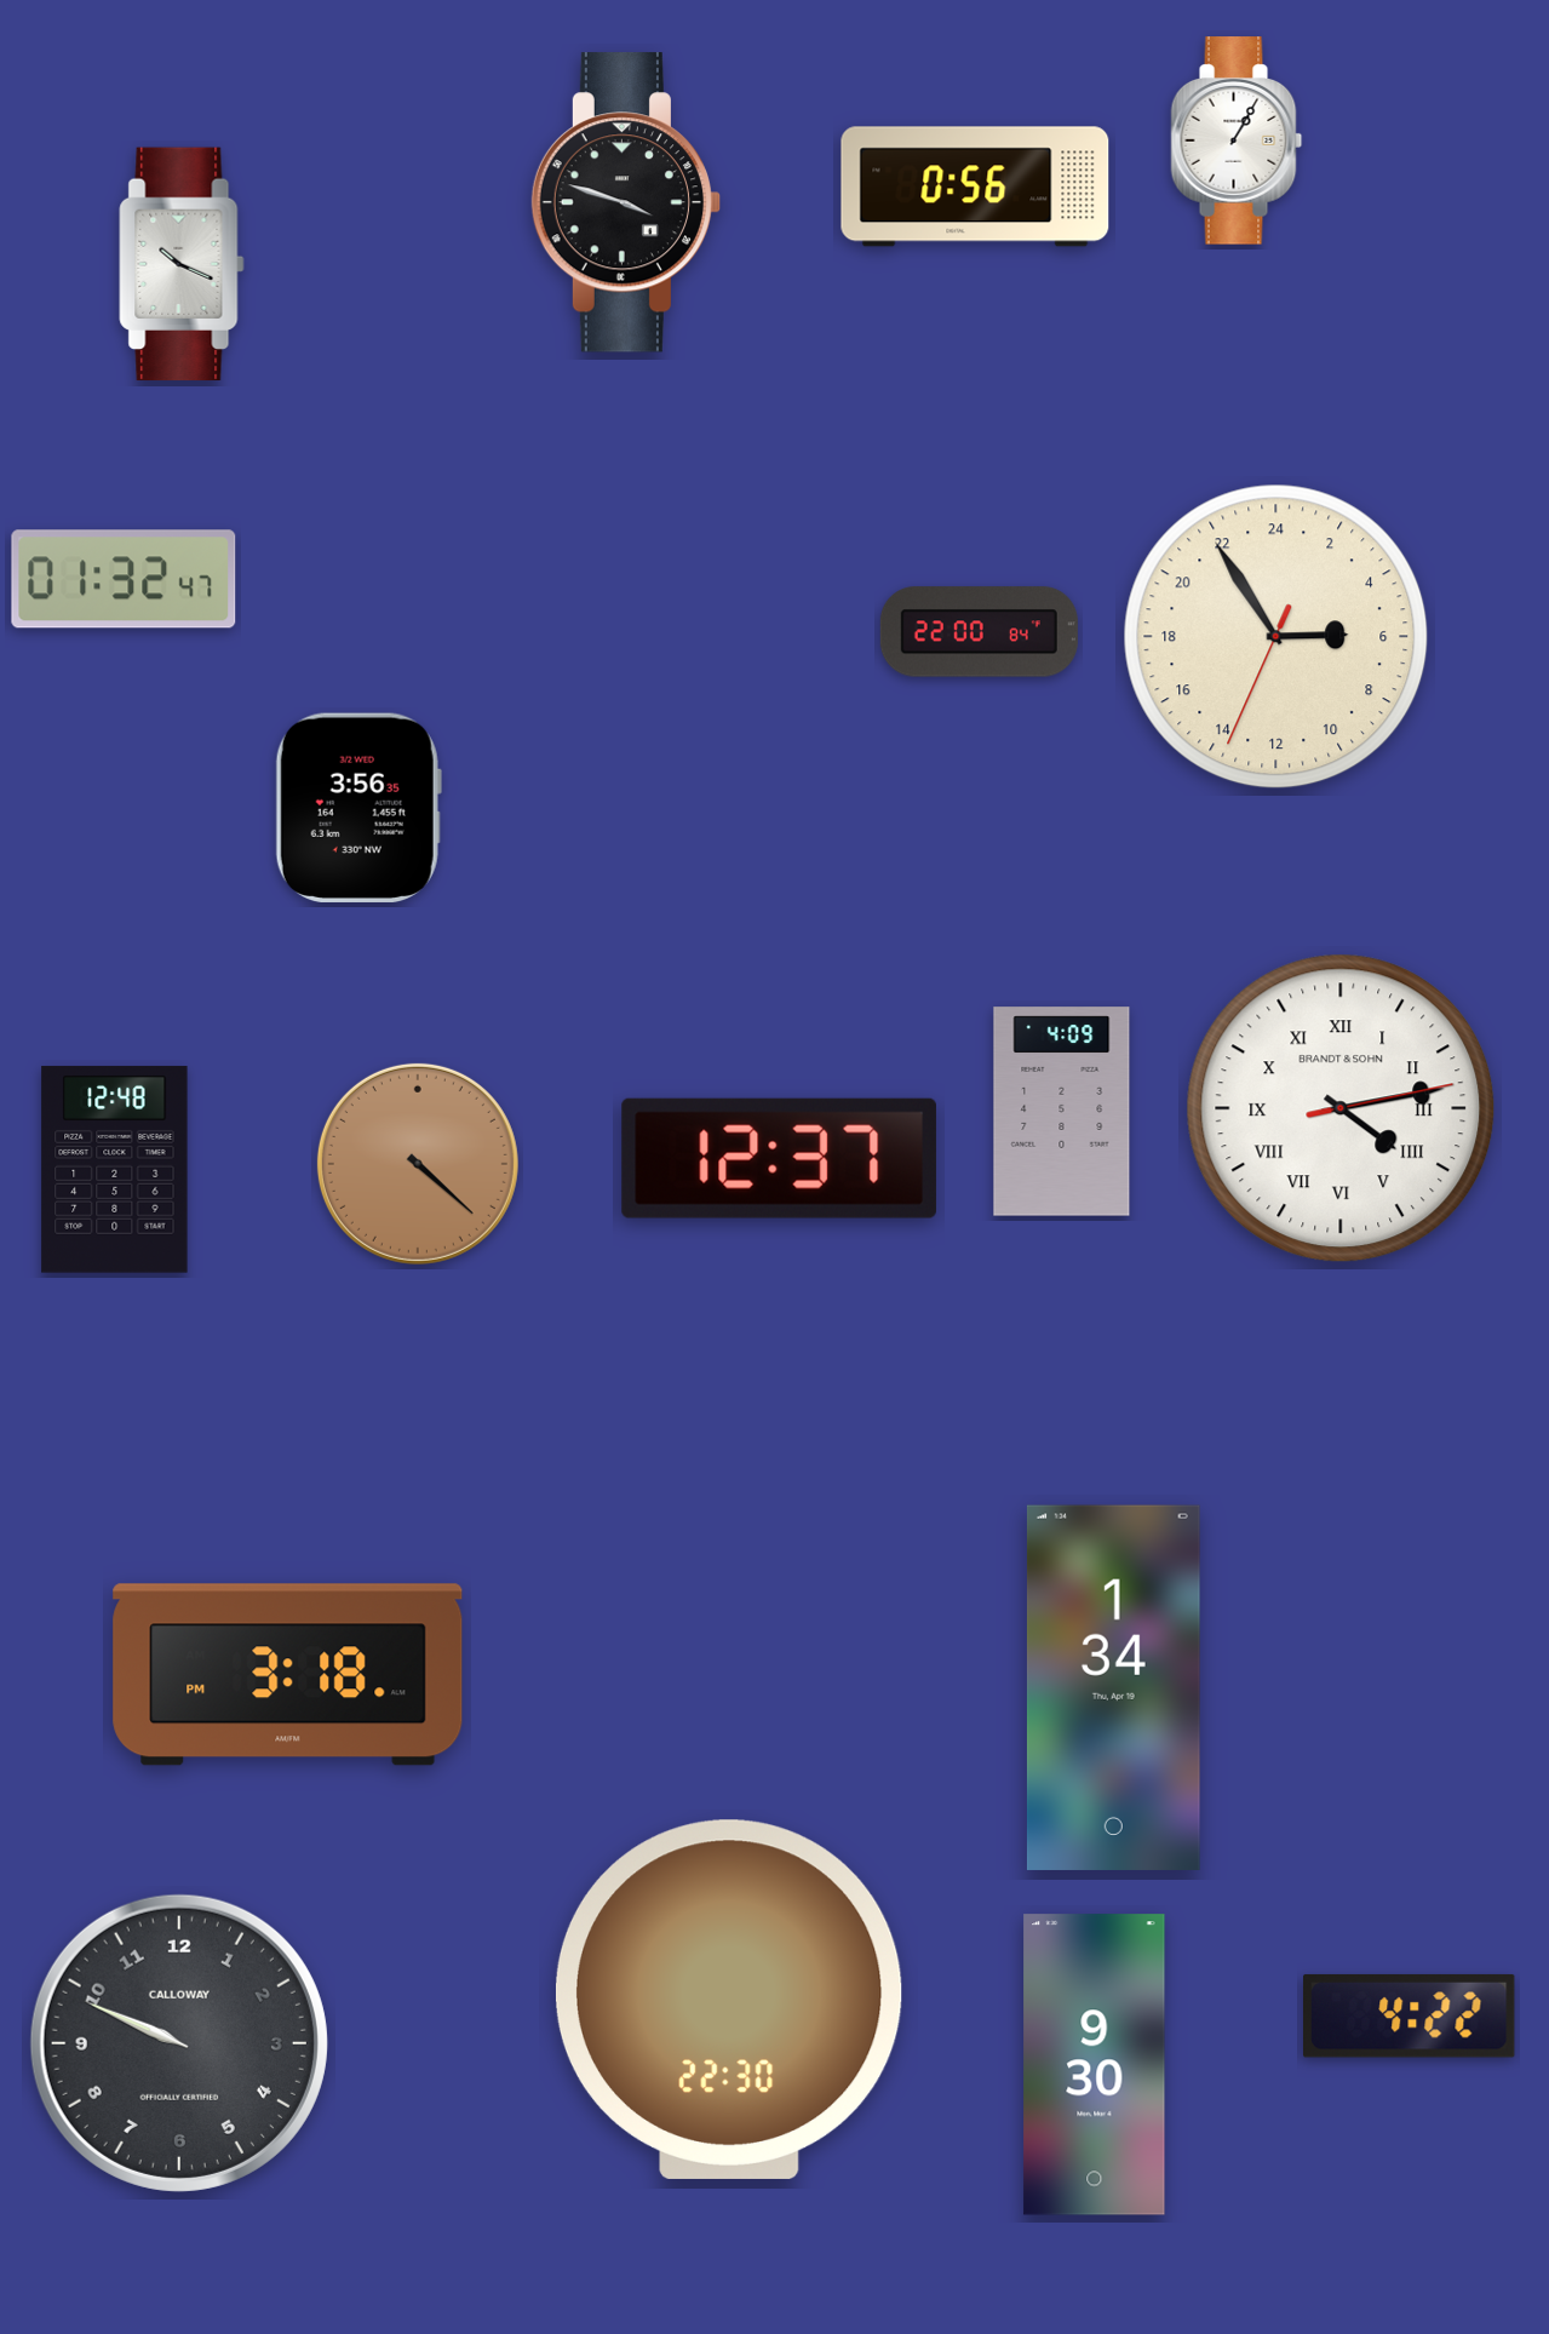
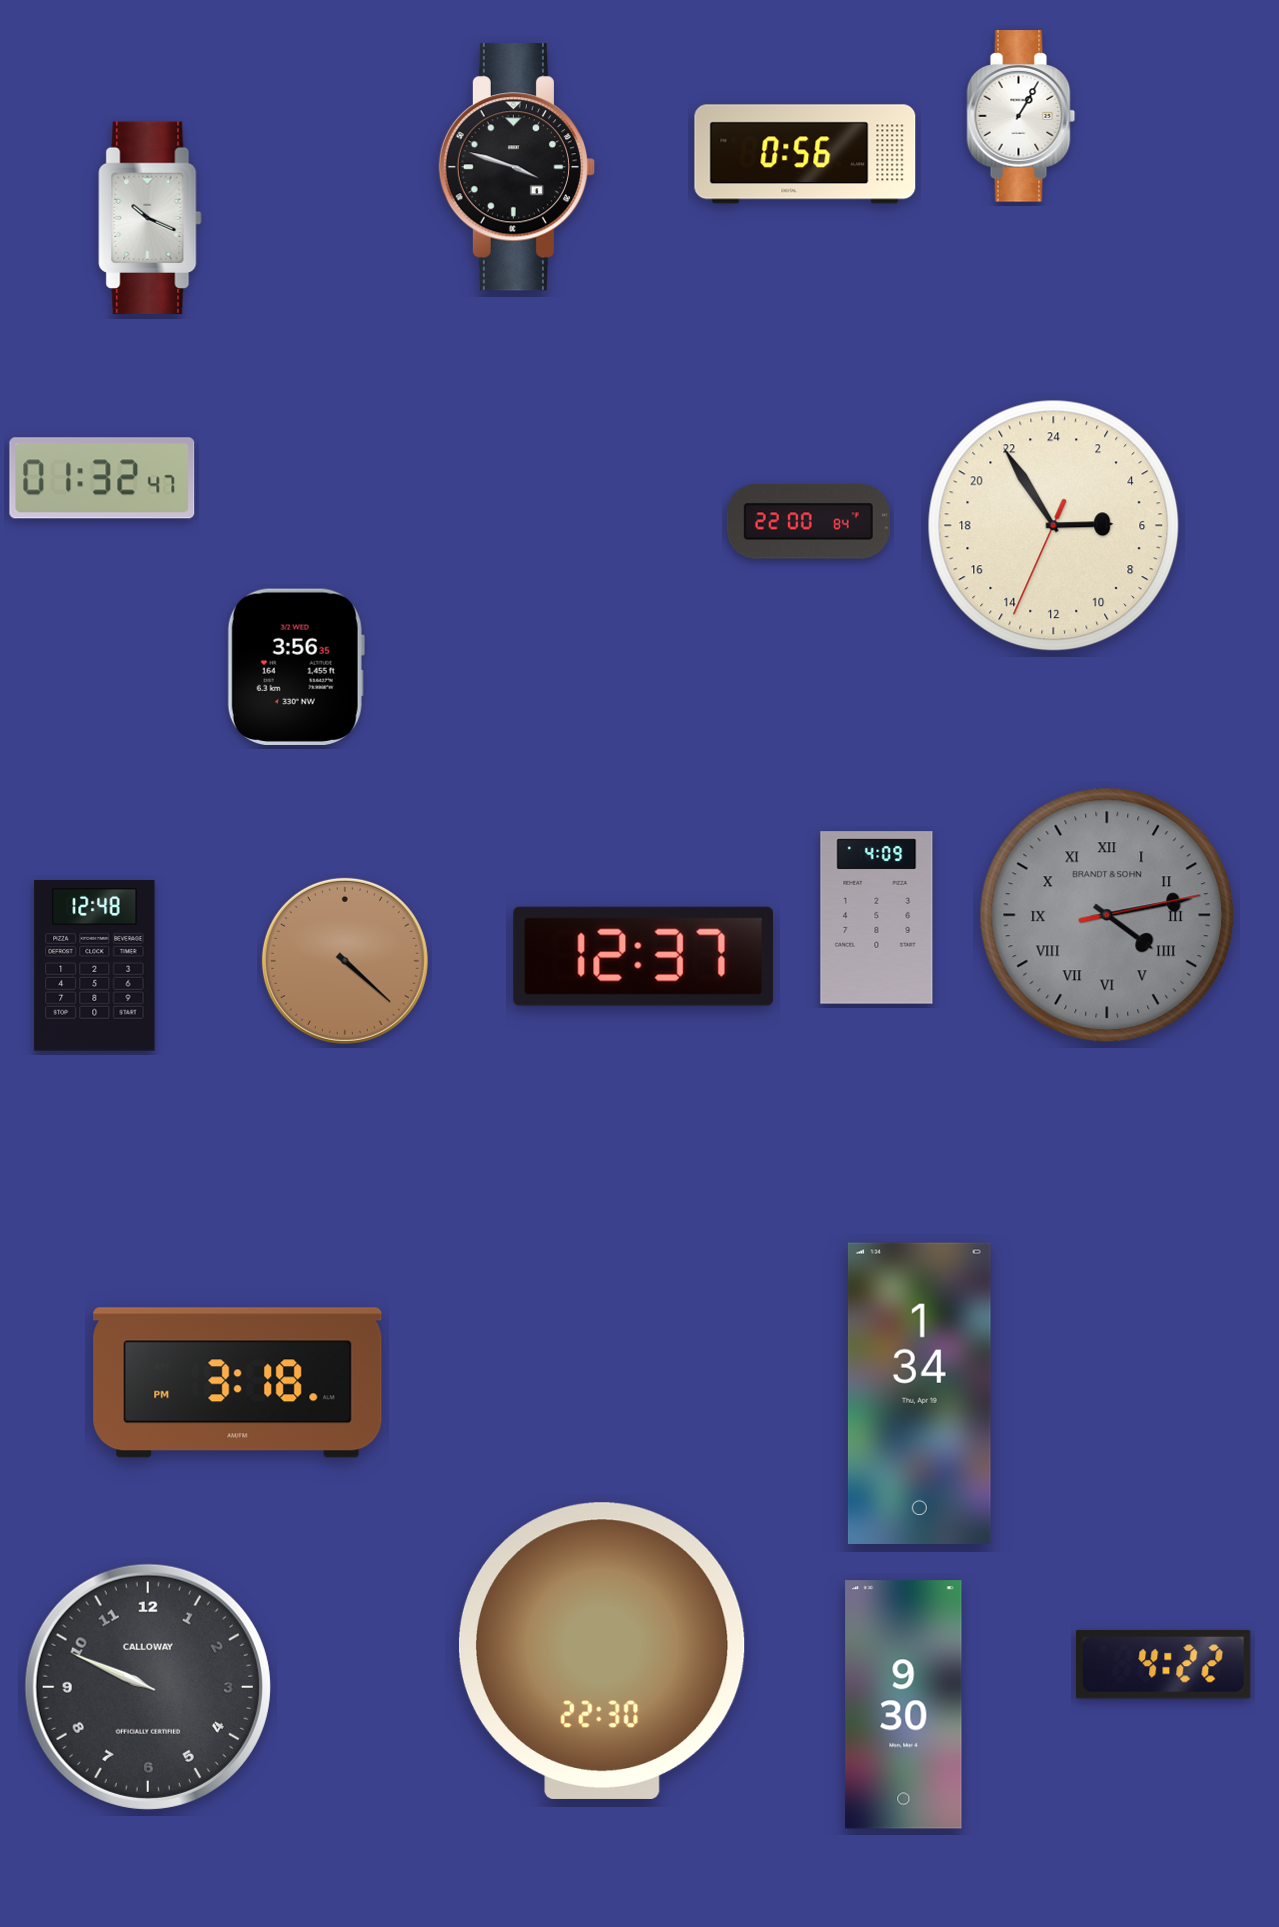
clock at (1341, 1108) dial: white -> grey
